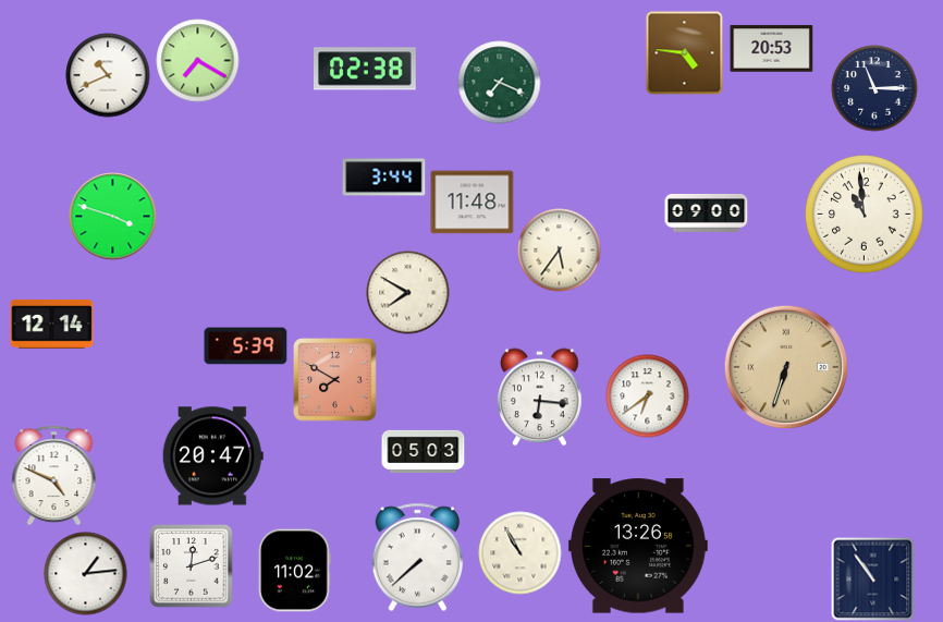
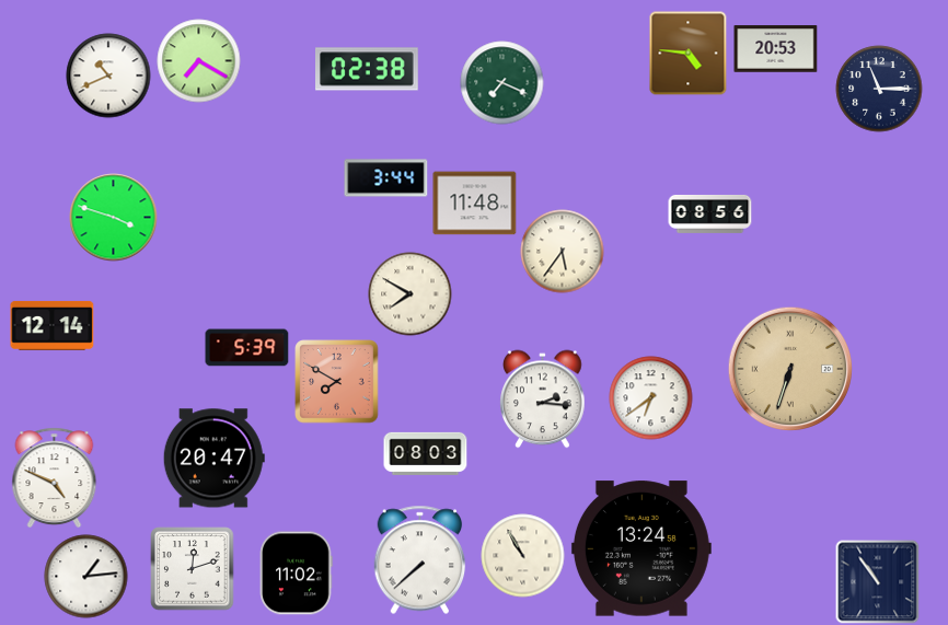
clock at (707, 212): 09:00 -> 08:56
clock at (865, 215): 10:59 -> none
clock at (540, 398): 6:16 -> 2:16
clock at (424, 451): 05:03 -> 08:03
clock at (638, 546): 13:26 -> 13:24
